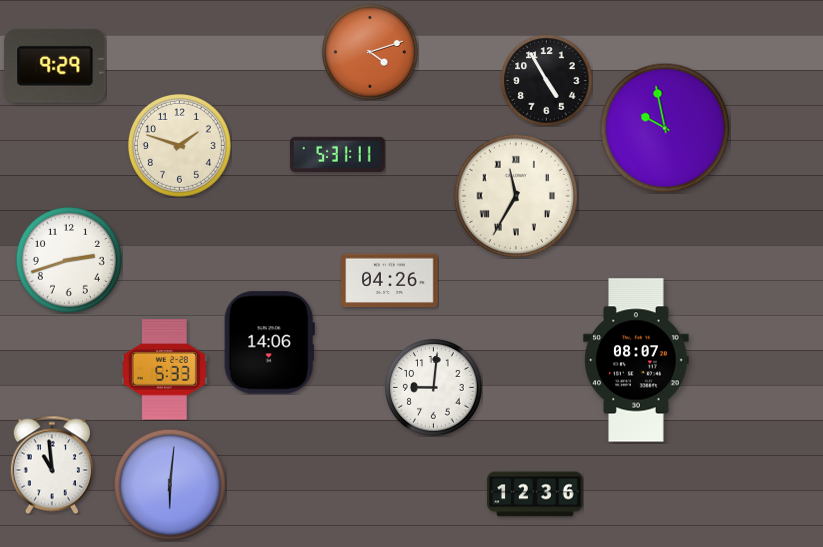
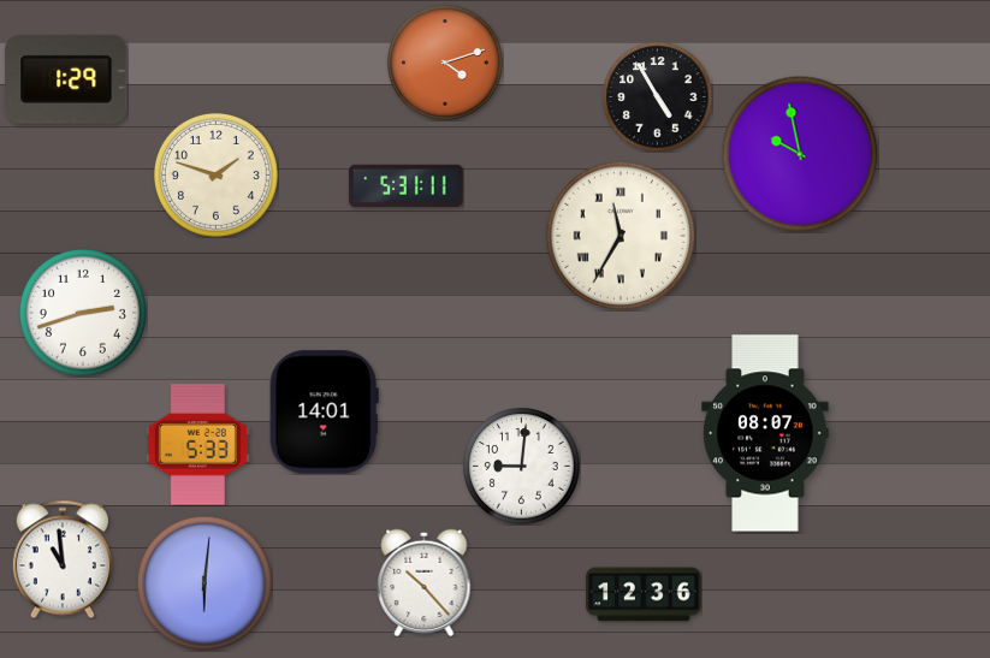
clock at (55, 66): 9:29 -> 1:29
clock at (390, 281): 04:26 -> none
clock at (269, 343): 14:06 -> 14:01
clock at (425, 582): none -> 10:23
